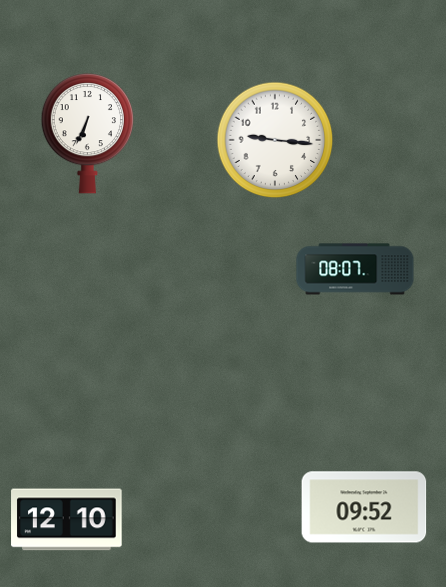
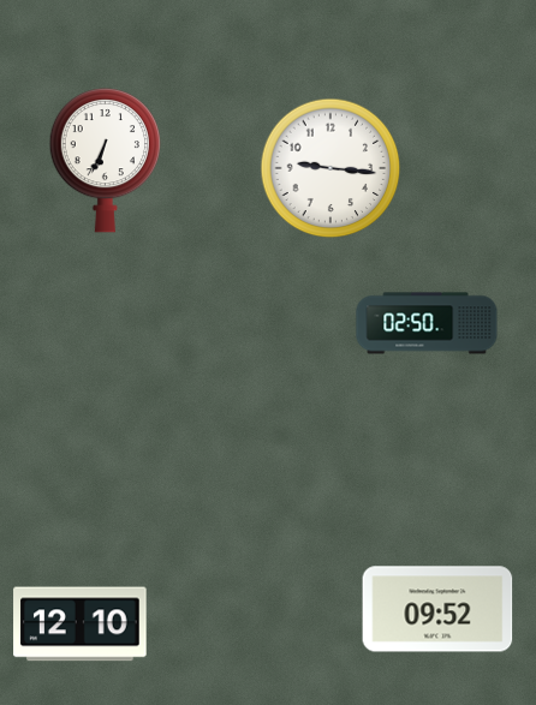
clock at (355, 269): 08:07 -> 02:50
